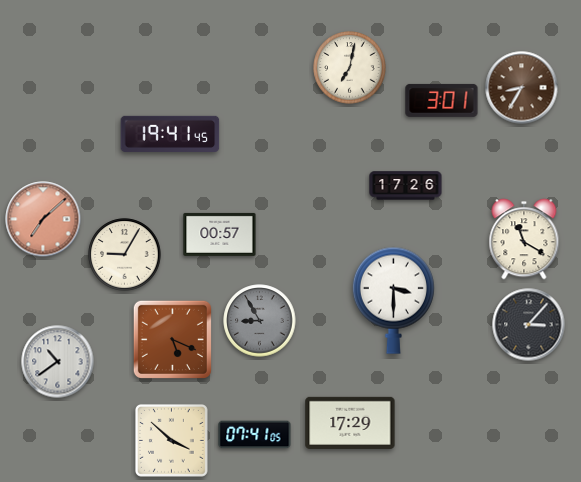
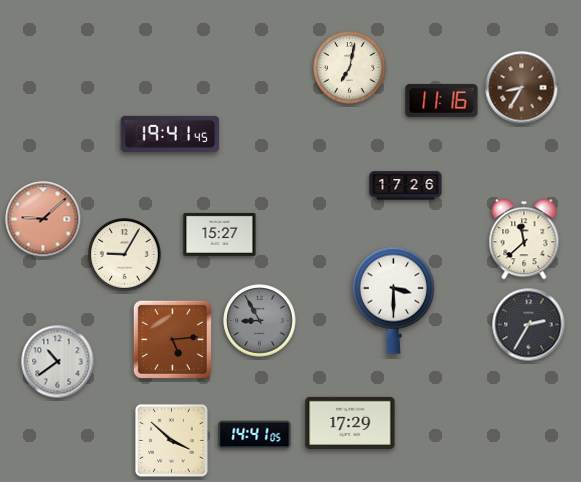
clock at (442, 100): 3:01 -> 11:16
clock at (43, 219): 7:08 -> 9:08
clock at (220, 234): 00:57 -> 15:27
clock at (524, 239): 11:20 -> 11:38
clock at (529, 325): 3:07 -> 2:35
clock at (172, 339): 5:19 -> 5:14
clock at (255, 435): 07:41 -> 14:41
